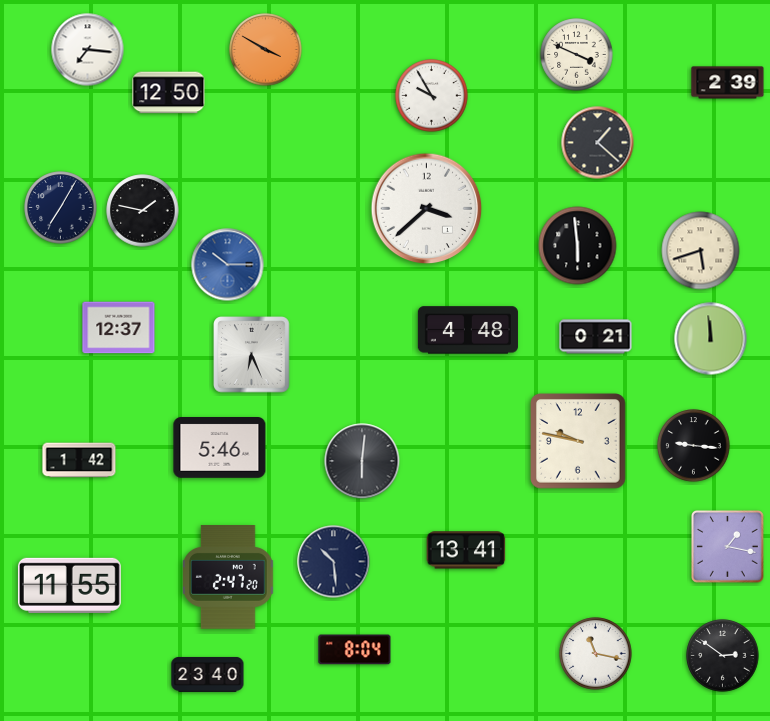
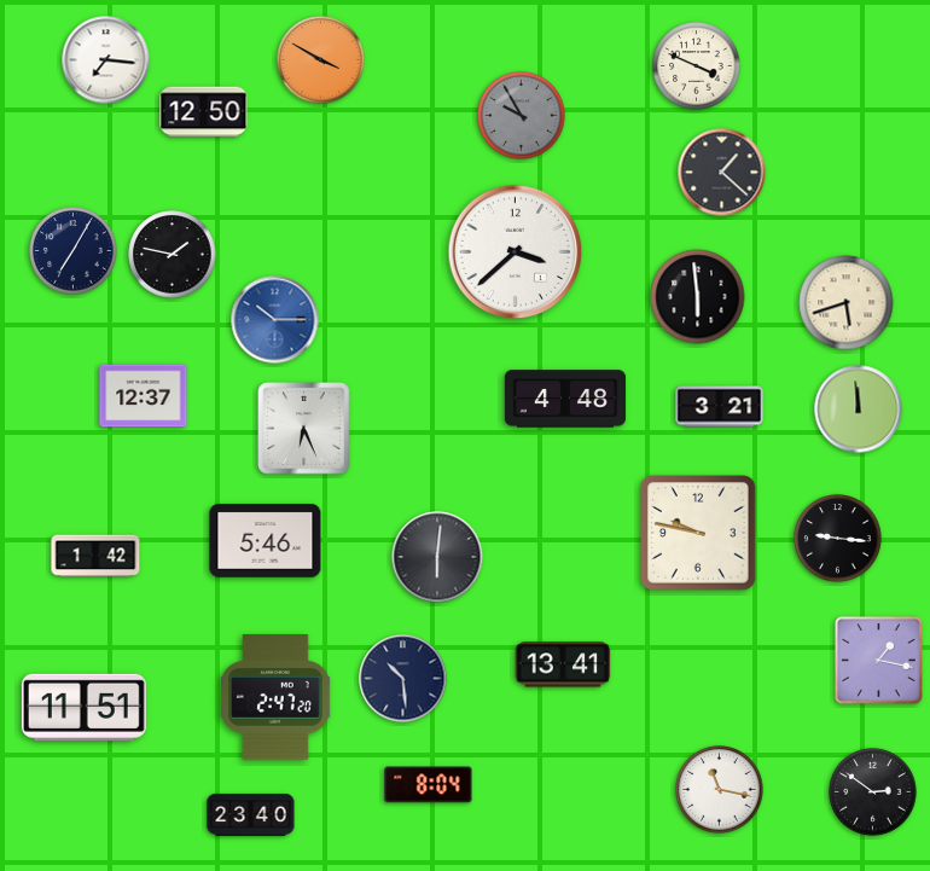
clock at (728, 83): 2:39 -> none
clock at (432, 96) dial: white -> grey
clock at (596, 337): 0:21 -> 3:21
clock at (69, 585): 11:55 -> 11:51
